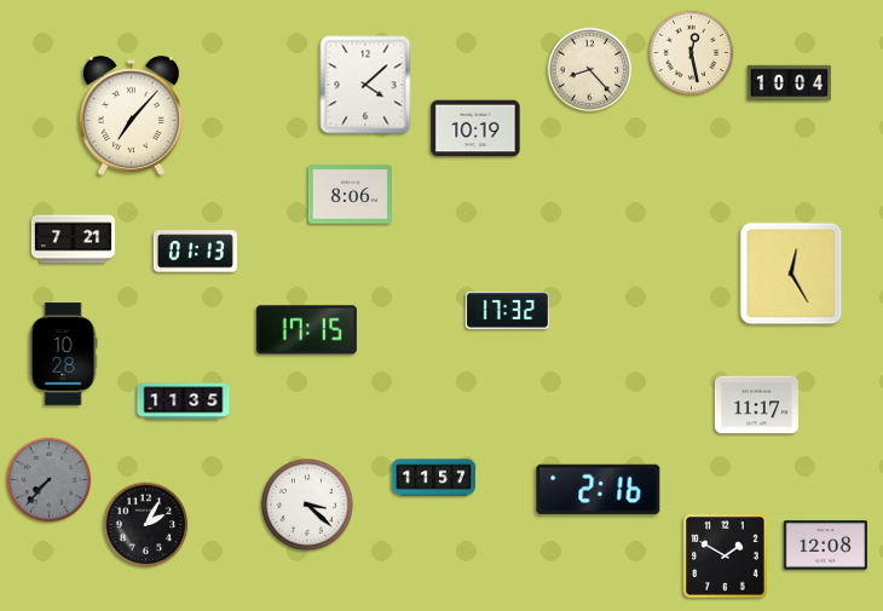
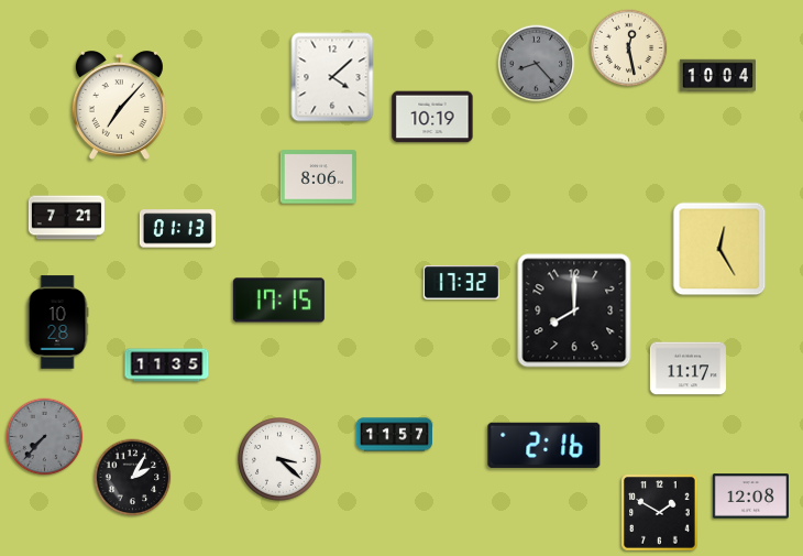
clock at (590, 70) dial: cream -> grey
clock at (574, 310): none -> 8:00
clock at (726, 557) position: (726, 557) -> (660, 513)
